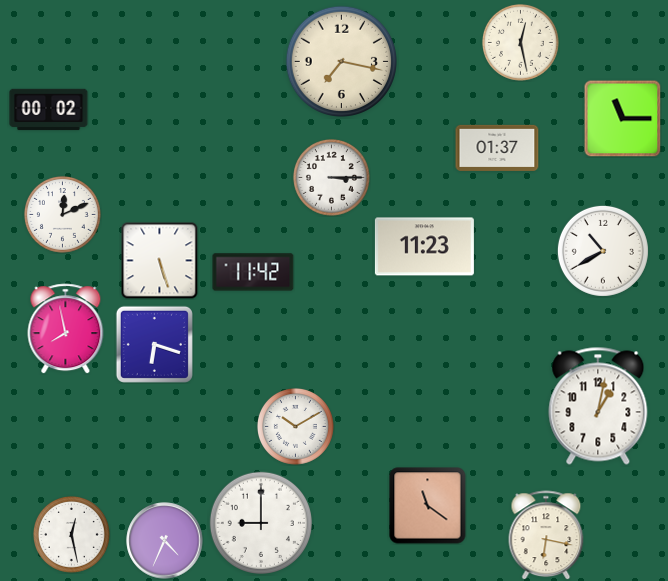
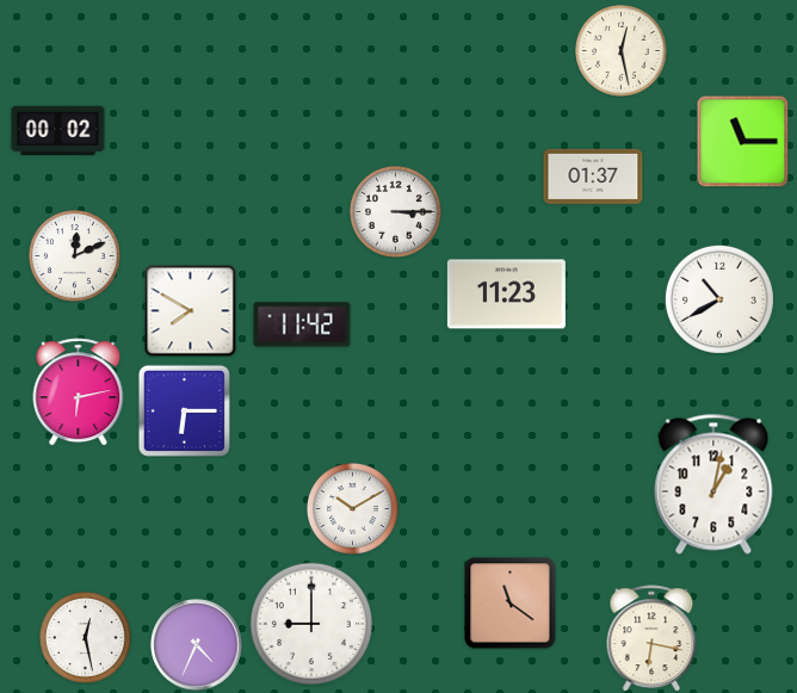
clock at (341, 61): 7:17 -> none
clock at (159, 261): 5:27 -> 7:50
clock at (66, 329): 7:58 -> 6:13
clock at (154, 344): 6:18 -> 6:15
